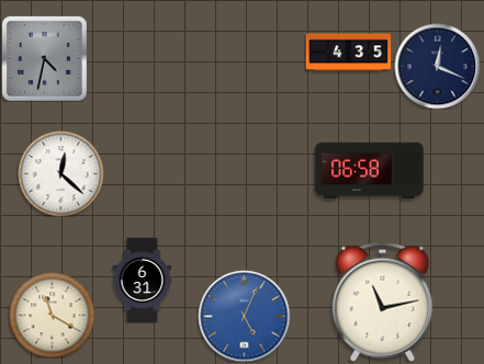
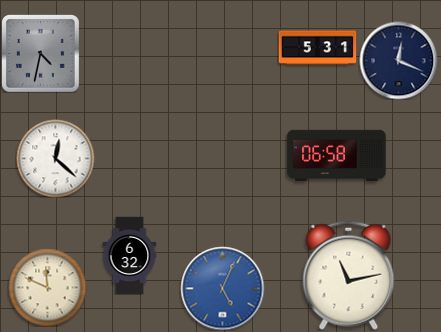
clock at (348, 53): 4:35 -> 5:31
clock at (143, 280): 6:31 -> 6:32
clock at (52, 315): 11:20 -> 11:49
